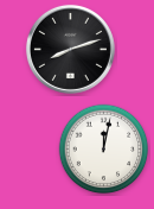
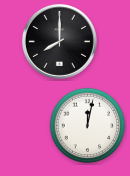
clock at (70, 49): 8:12 -> 8:00
